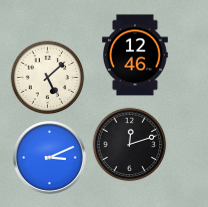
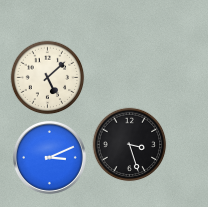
clock at (136, 55): 12:46 -> none
clock at (130, 145): 12:12 -> 3:27
